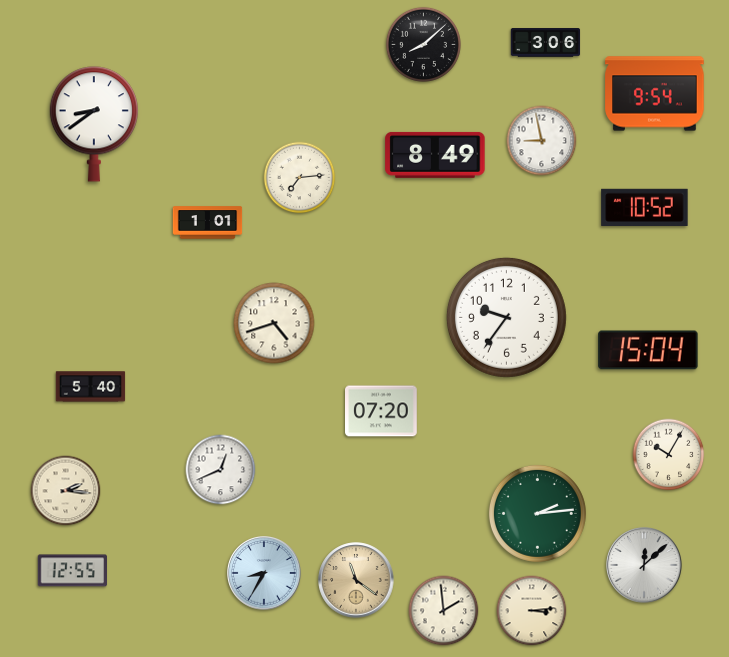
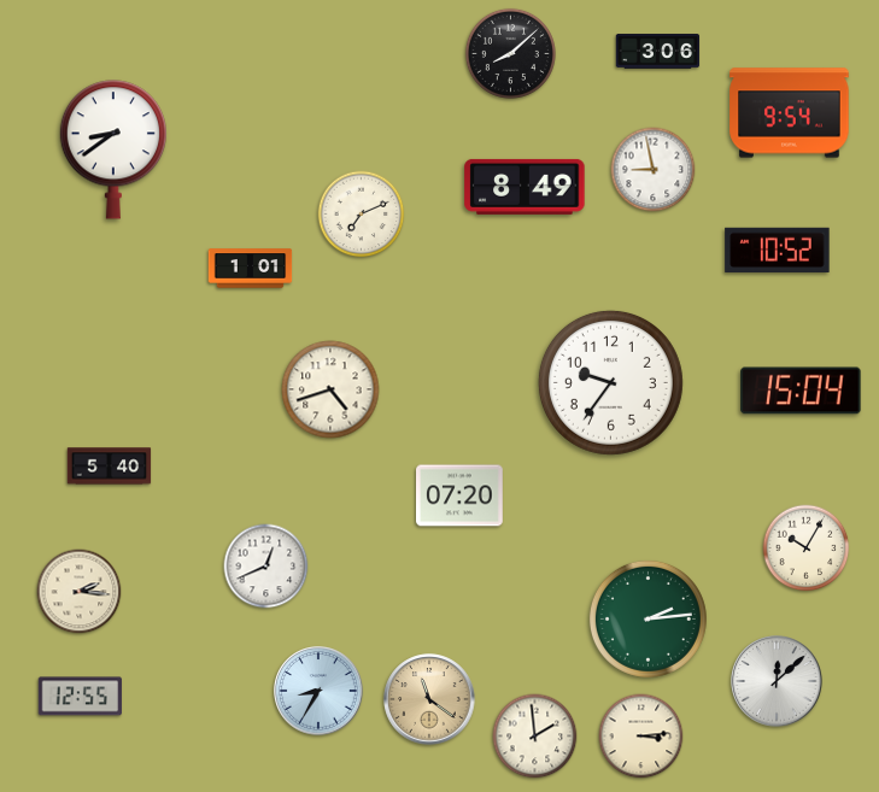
clock at (300, 178): 7:14 -> 7:11
clock at (648, 350) position: (648, 350) -> (801, 391)
clock at (72, 571) position: (72, 571) -> (80, 697)
